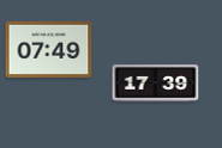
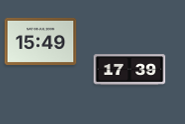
clock at (49, 49): 07:49 -> 15:49
